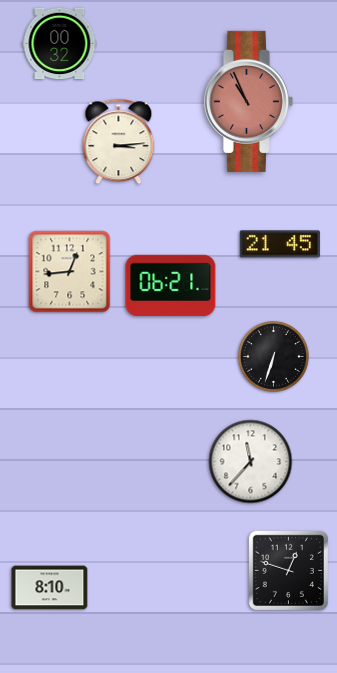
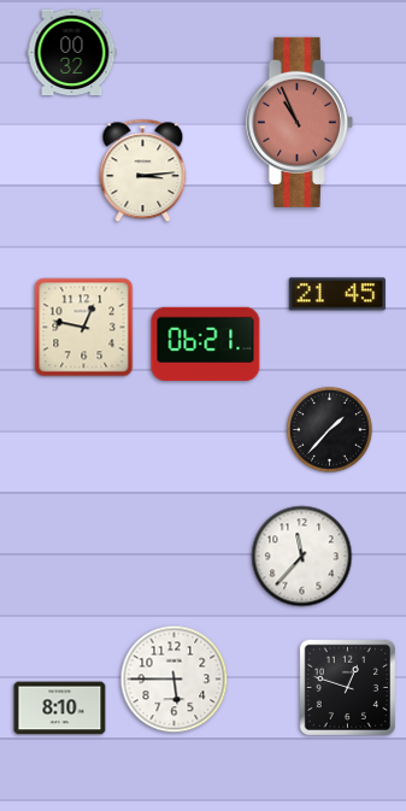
clock at (70, 272): 12:44 -> 12:47
clock at (273, 356): 6:33 -> 1:37
clock at (175, 680): none -> 5:45
